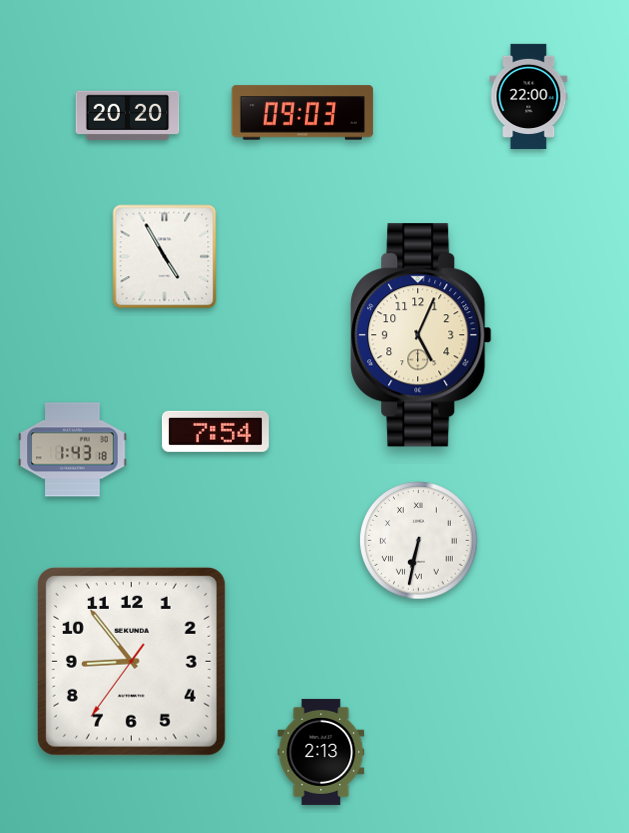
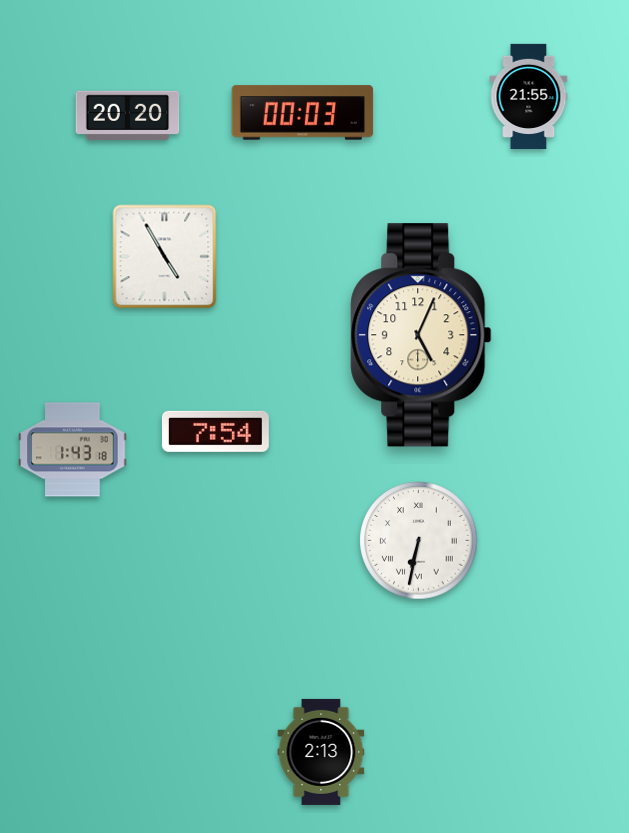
clock at (529, 96): 22:00 -> 21:55
clock at (303, 113): 09:03 -> 00:03
clock at (131, 661): 8:53 -> none
